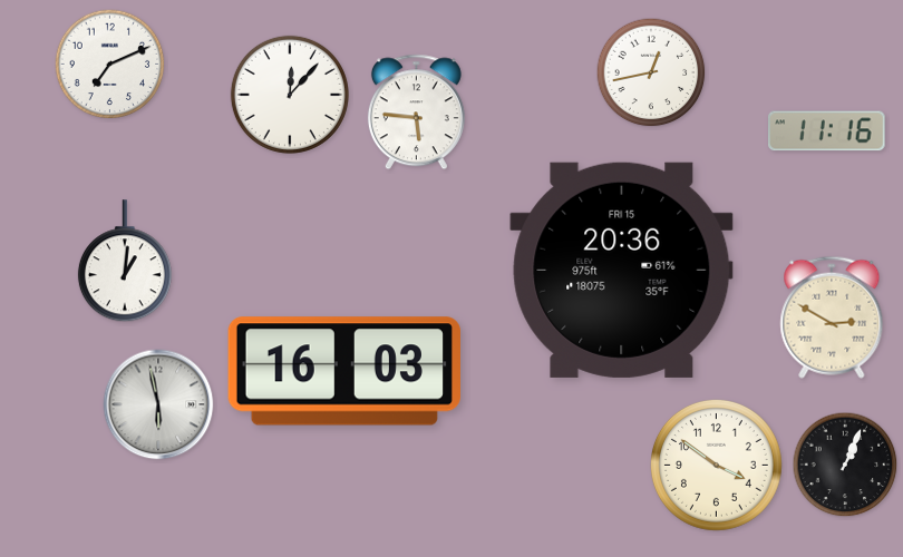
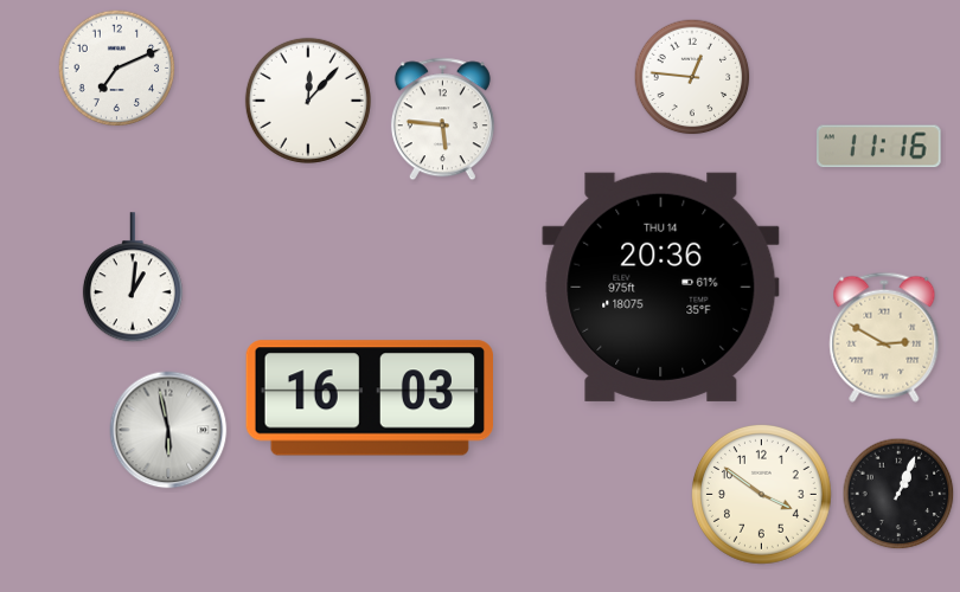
clock at (651, 72): 12:43 -> 12:46
clock at (827, 131) position: (827, 131) -> (879, 147)
clock at (622, 270) date: FRI 15 -> THU 14
clock at (343, 371) position: (343, 371) -> (369, 398)
